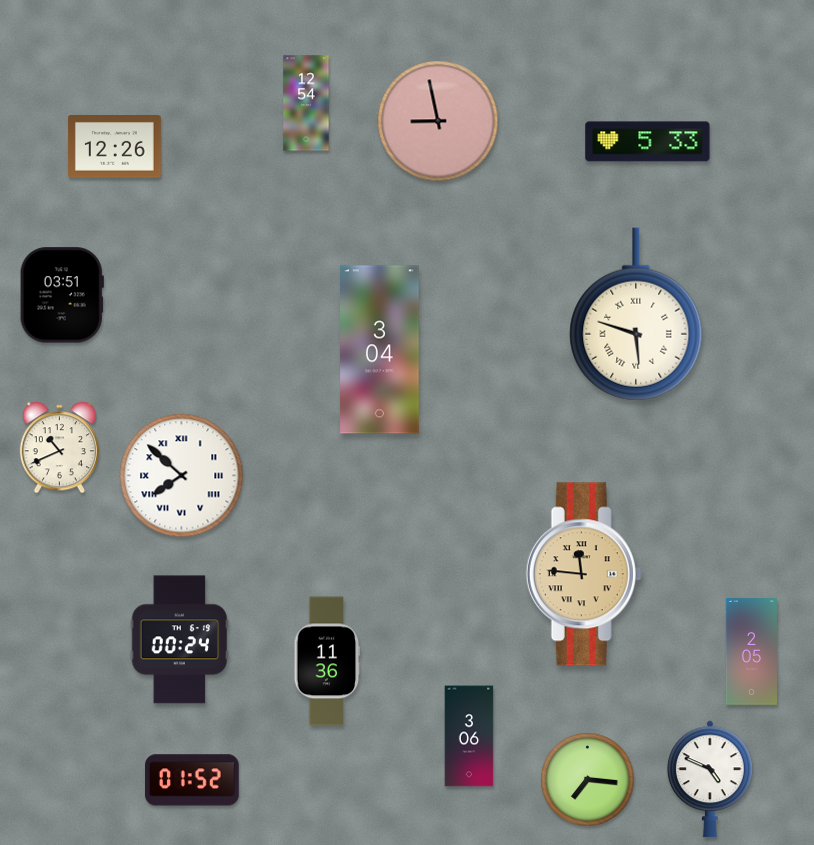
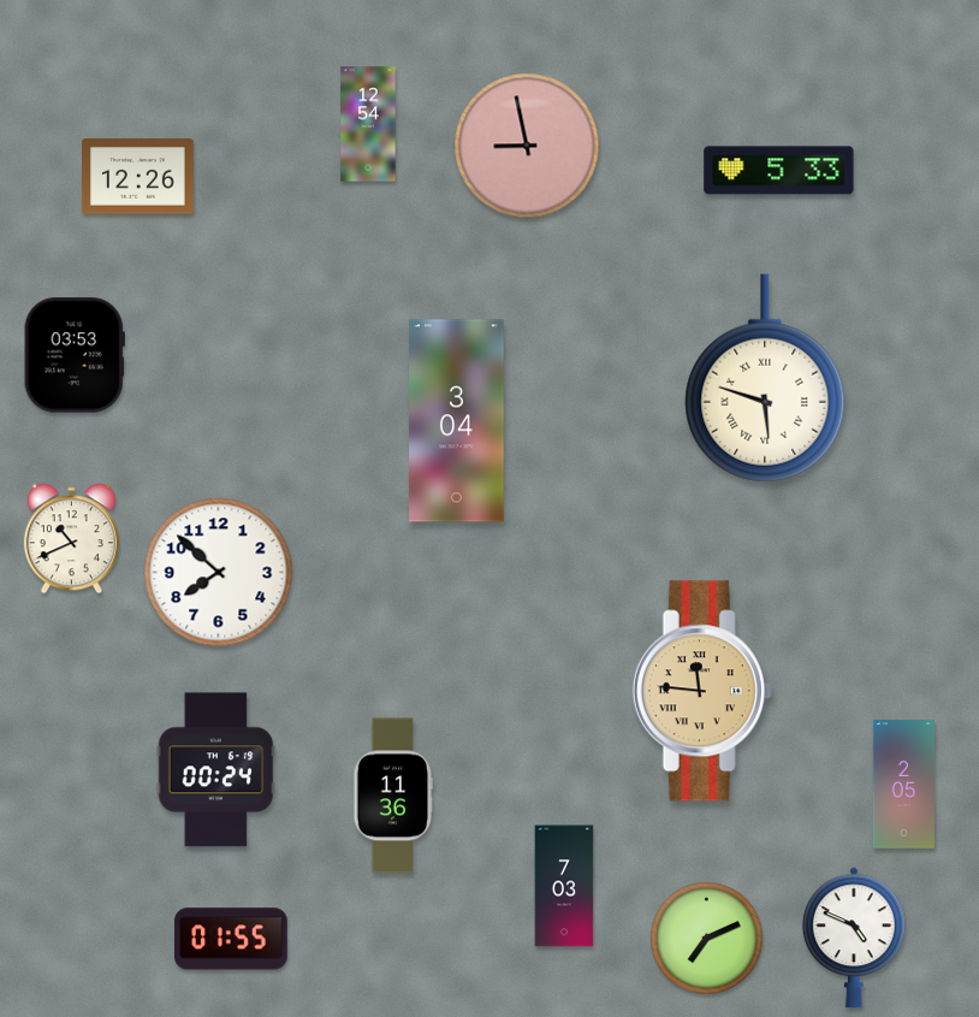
clock at (62, 295): 03:51 -> 03:53
clock at (182, 476) numerals: Roman -> Arabic
clock at (469, 736): 3:06 -> 7:03
clock at (192, 780): 01:52 -> 01:55
clock at (588, 780): 7:16 -> 7:11
